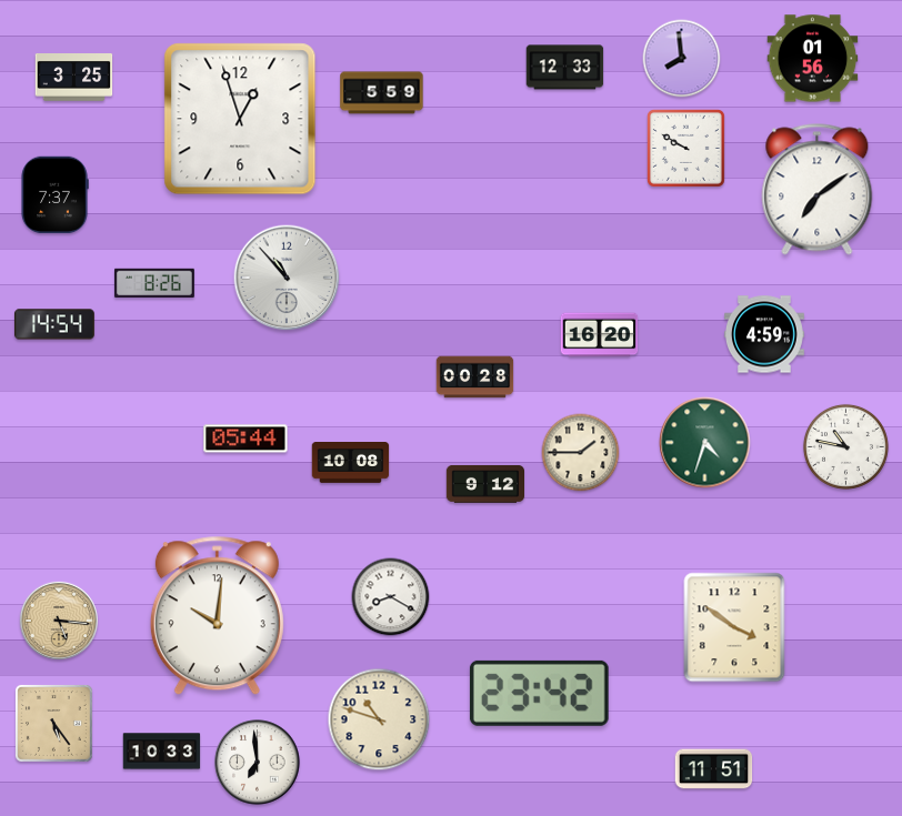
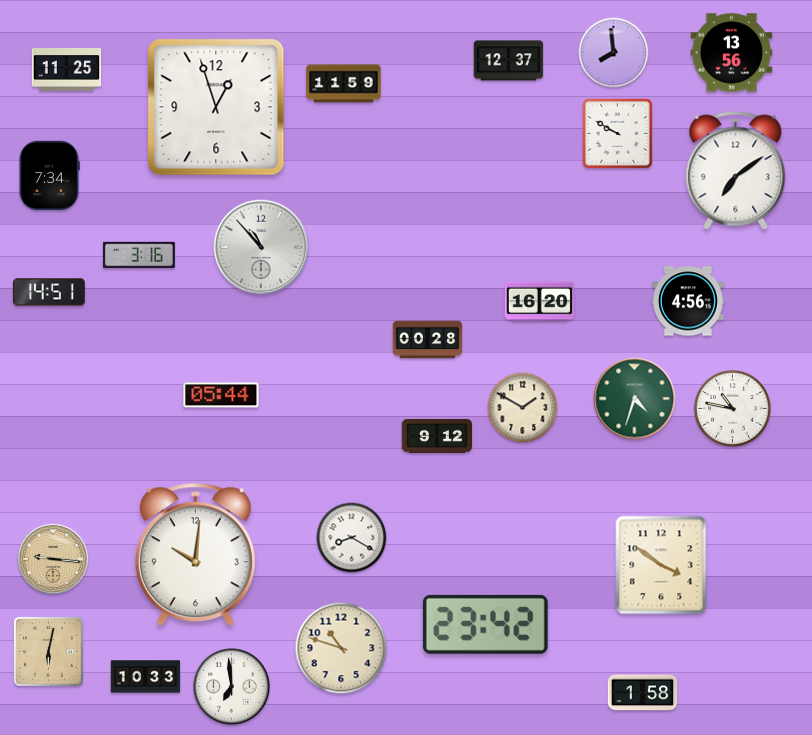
clock at (813, 59): 01:56 -> 13:56
clock at (565, 68): 12:33 -> 12:37
clock at (74, 78): 3:25 -> 11:25
clock at (382, 93): 5:59 -> 11:59
clock at (54, 195): 7:37 -> 7:34
clock at (287, 278) position: (287, 278) -> (261, 247)
clock at (154, 282): 8:26 -> 3:16
clock at (54, 324): 14:54 -> 14:51
clock at (764, 334): 4:59 -> 4:56
clock at (845, 446) position: (845, 446) -> (732, 408)
clock at (581, 453): 1:45 -> 1:50
clock at (351, 463): 10:08 -> none
clock at (59, 621): 5:16 -> 9:16
clock at (53, 723): 5:24 -> 6:02
clock at (714, 769): 11:51 -> 1:58
